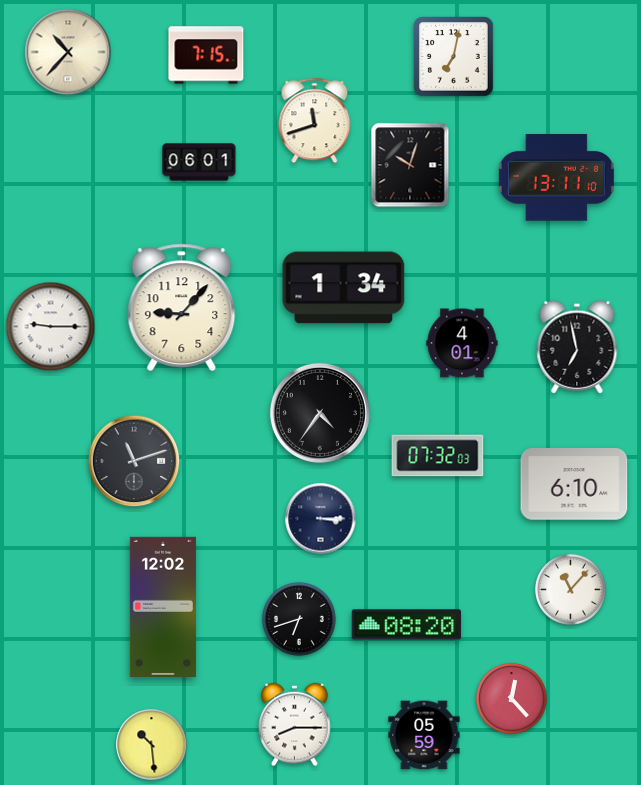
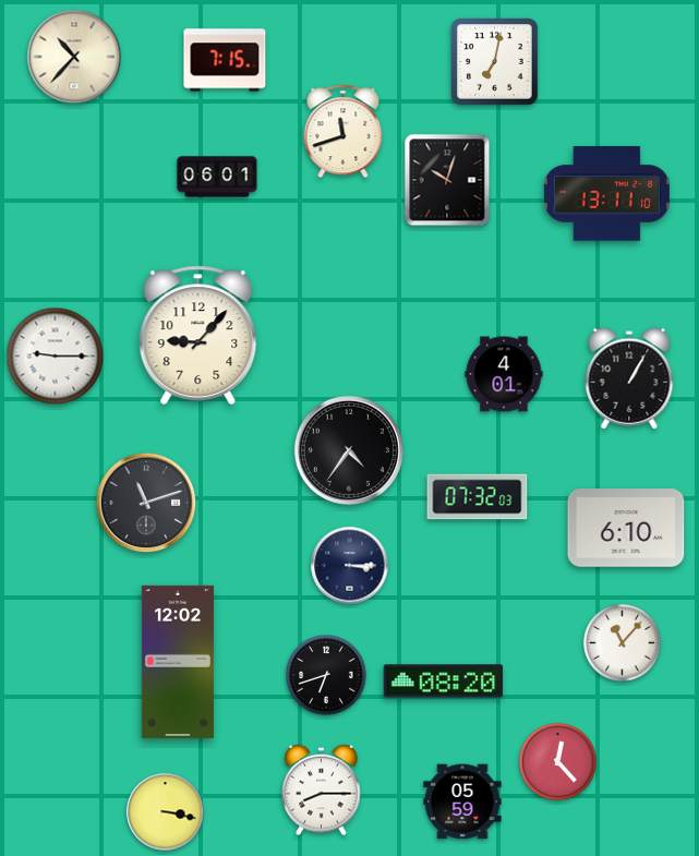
clock at (344, 288): 1:34 -> none
clock at (577, 347): 6:58 -> 1:05
clock at (152, 745): 10:29 -> 3:17
